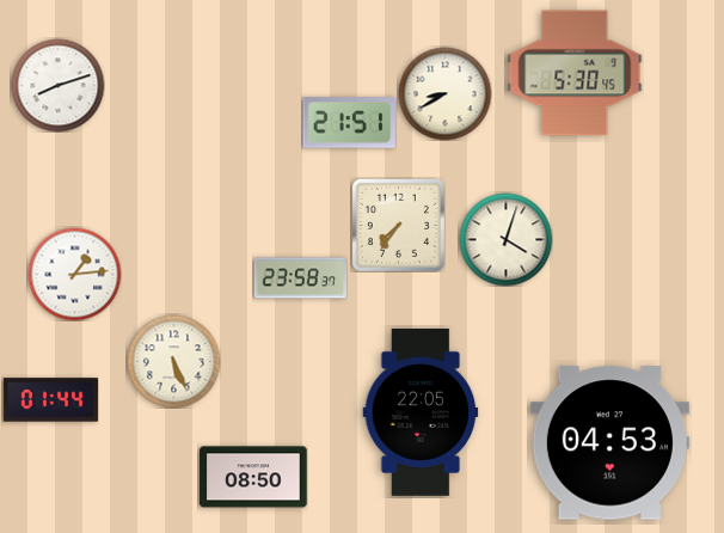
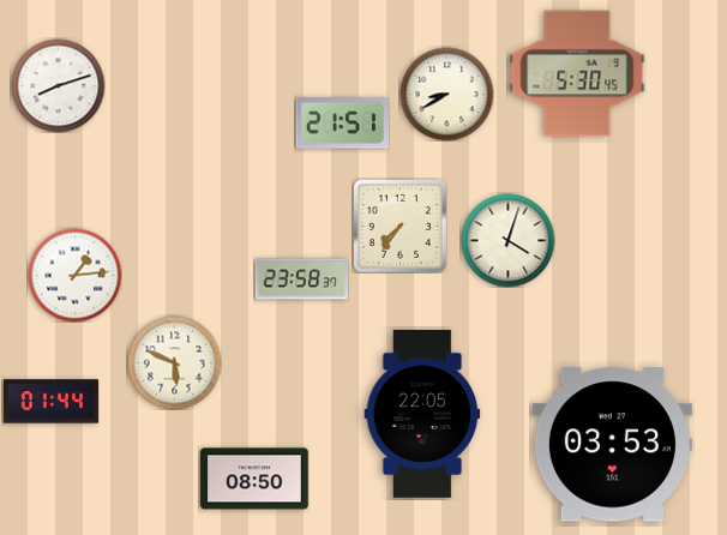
clock at (349, 123) position: (349, 123) -> (342, 124)
clock at (173, 361): 5:26 -> 5:49
clock at (609, 443): 04:53 -> 03:53
